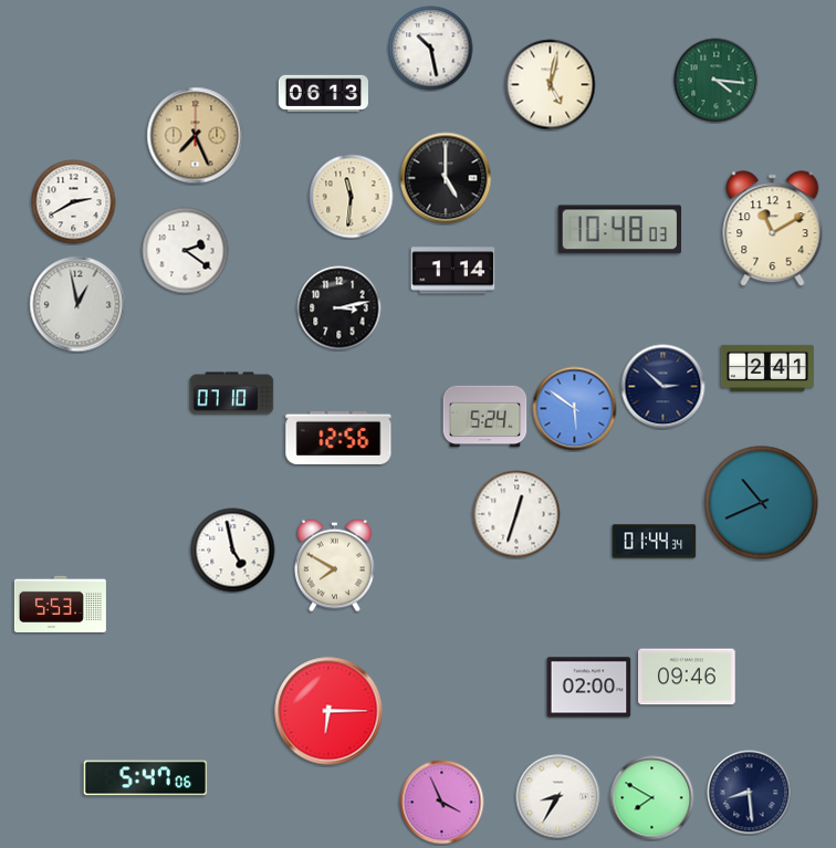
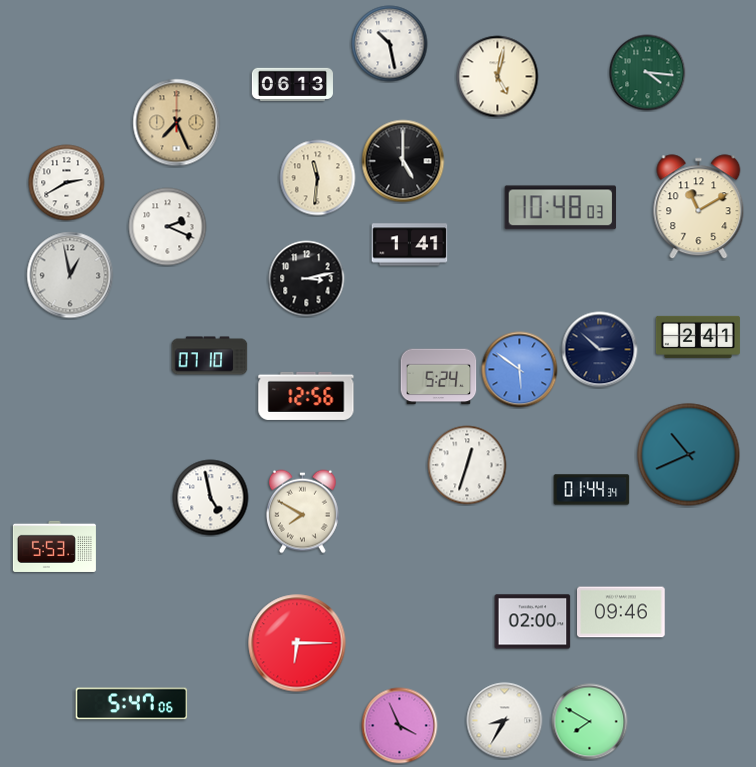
clock at (186, 251): 2:21 -> 2:19
clock at (453, 271): 1:14 -> 1:41
clock at (767, 368) position: (767, 368) -> (698, 337)
clock at (750, 793): 8:29 -> none
